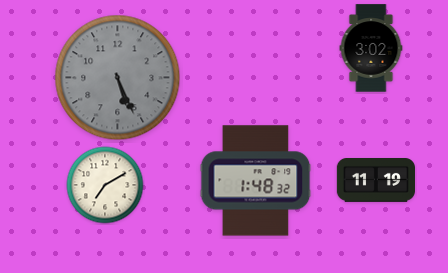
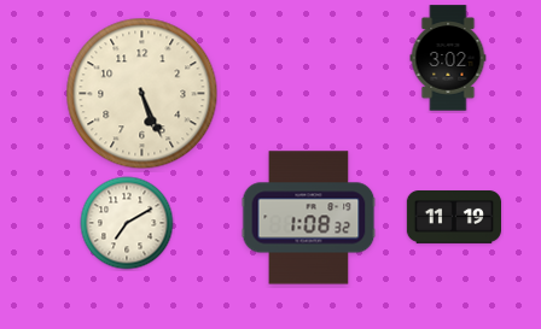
clock at (118, 78) dial: grey -> cream
clock at (256, 181): 1:48 -> 1:08
